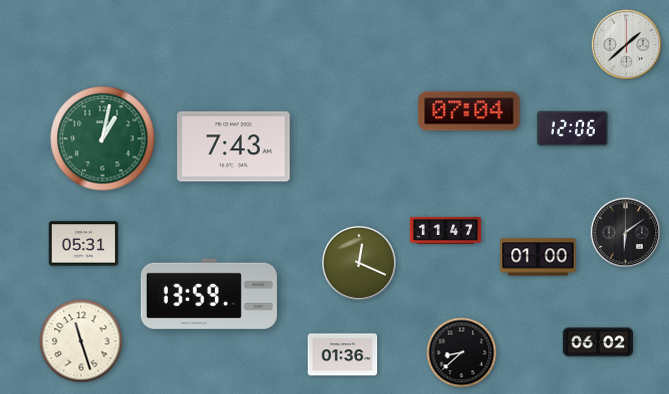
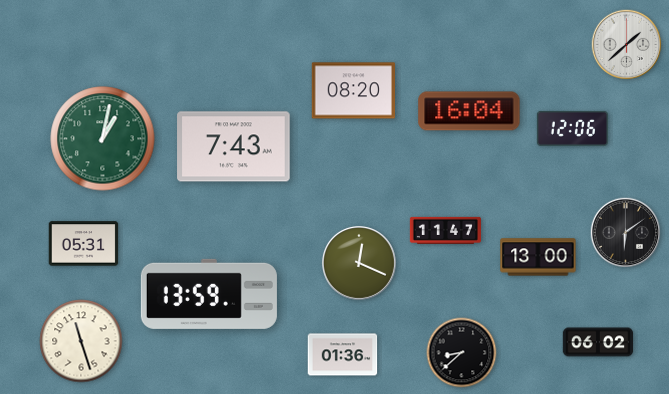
clock at (353, 91): none -> 08:20
clock at (469, 111): 07:04 -> 16:04
clock at (538, 257): 01:00 -> 13:00
